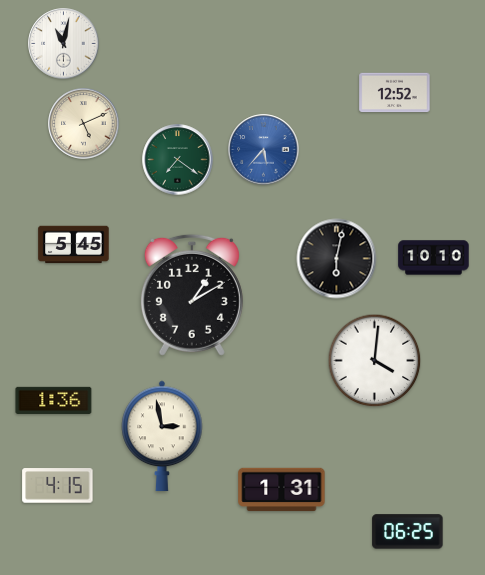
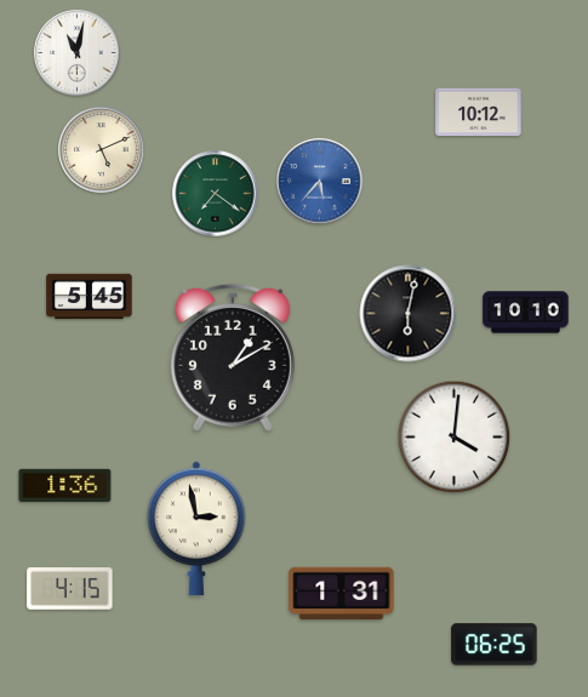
clock at (395, 93): 12:52 -> 10:12
